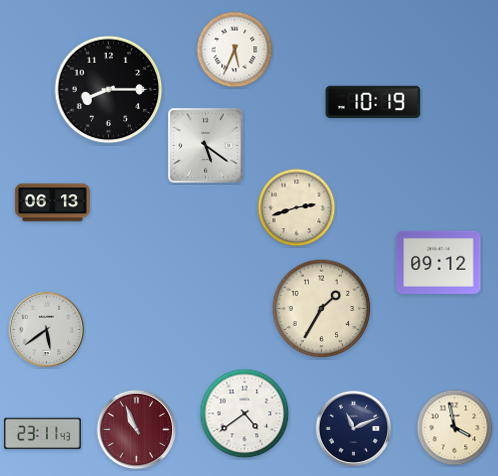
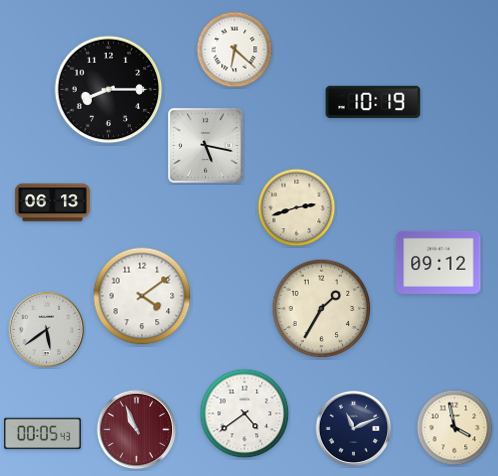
clock at (235, 50): 5:34 -> 6:22
clock at (206, 146): 5:21 -> 5:17
clock at (142, 296): none -> 4:09
clock at (43, 434): 23:11 -> 00:05
